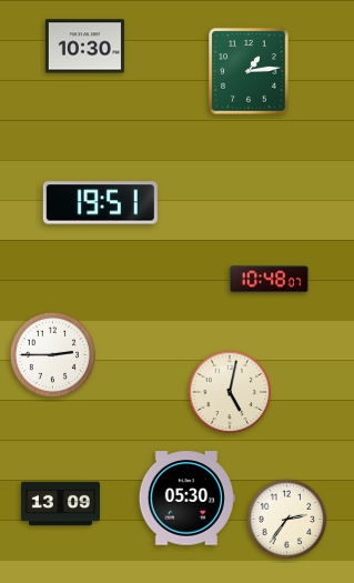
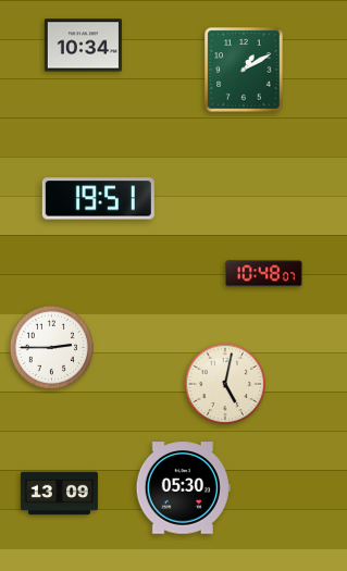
clock at (84, 47): 10:30 -> 10:34
clock at (249, 71): 1:14 -> 1:10
clock at (287, 520): 2:36 -> none
